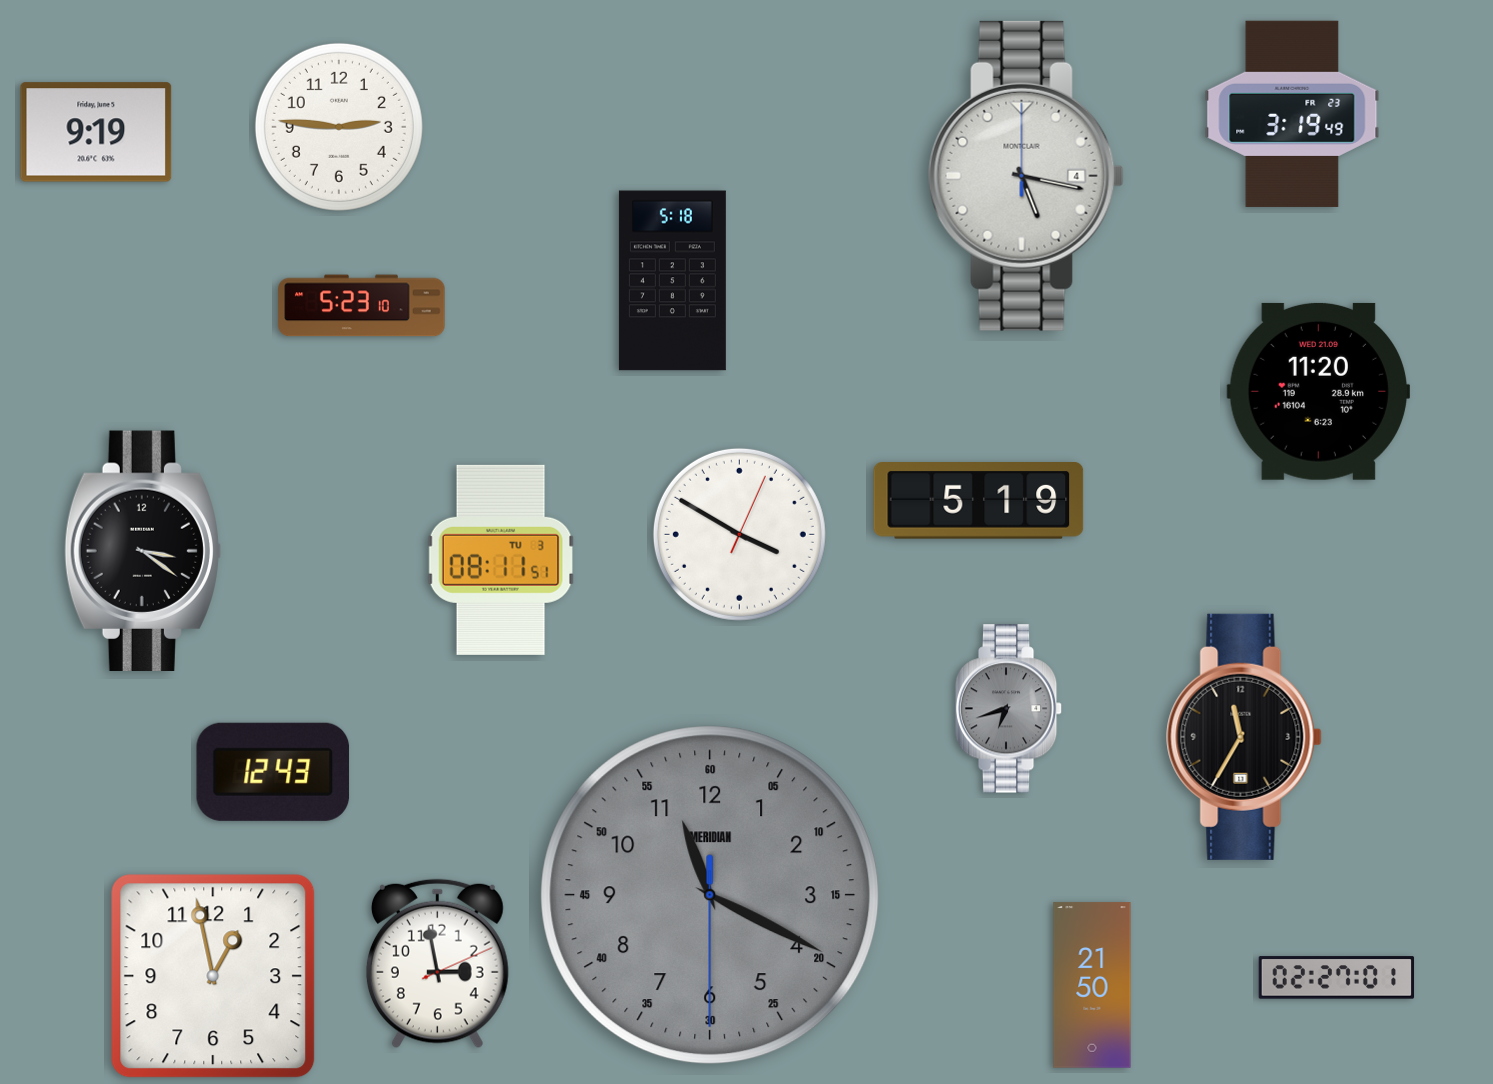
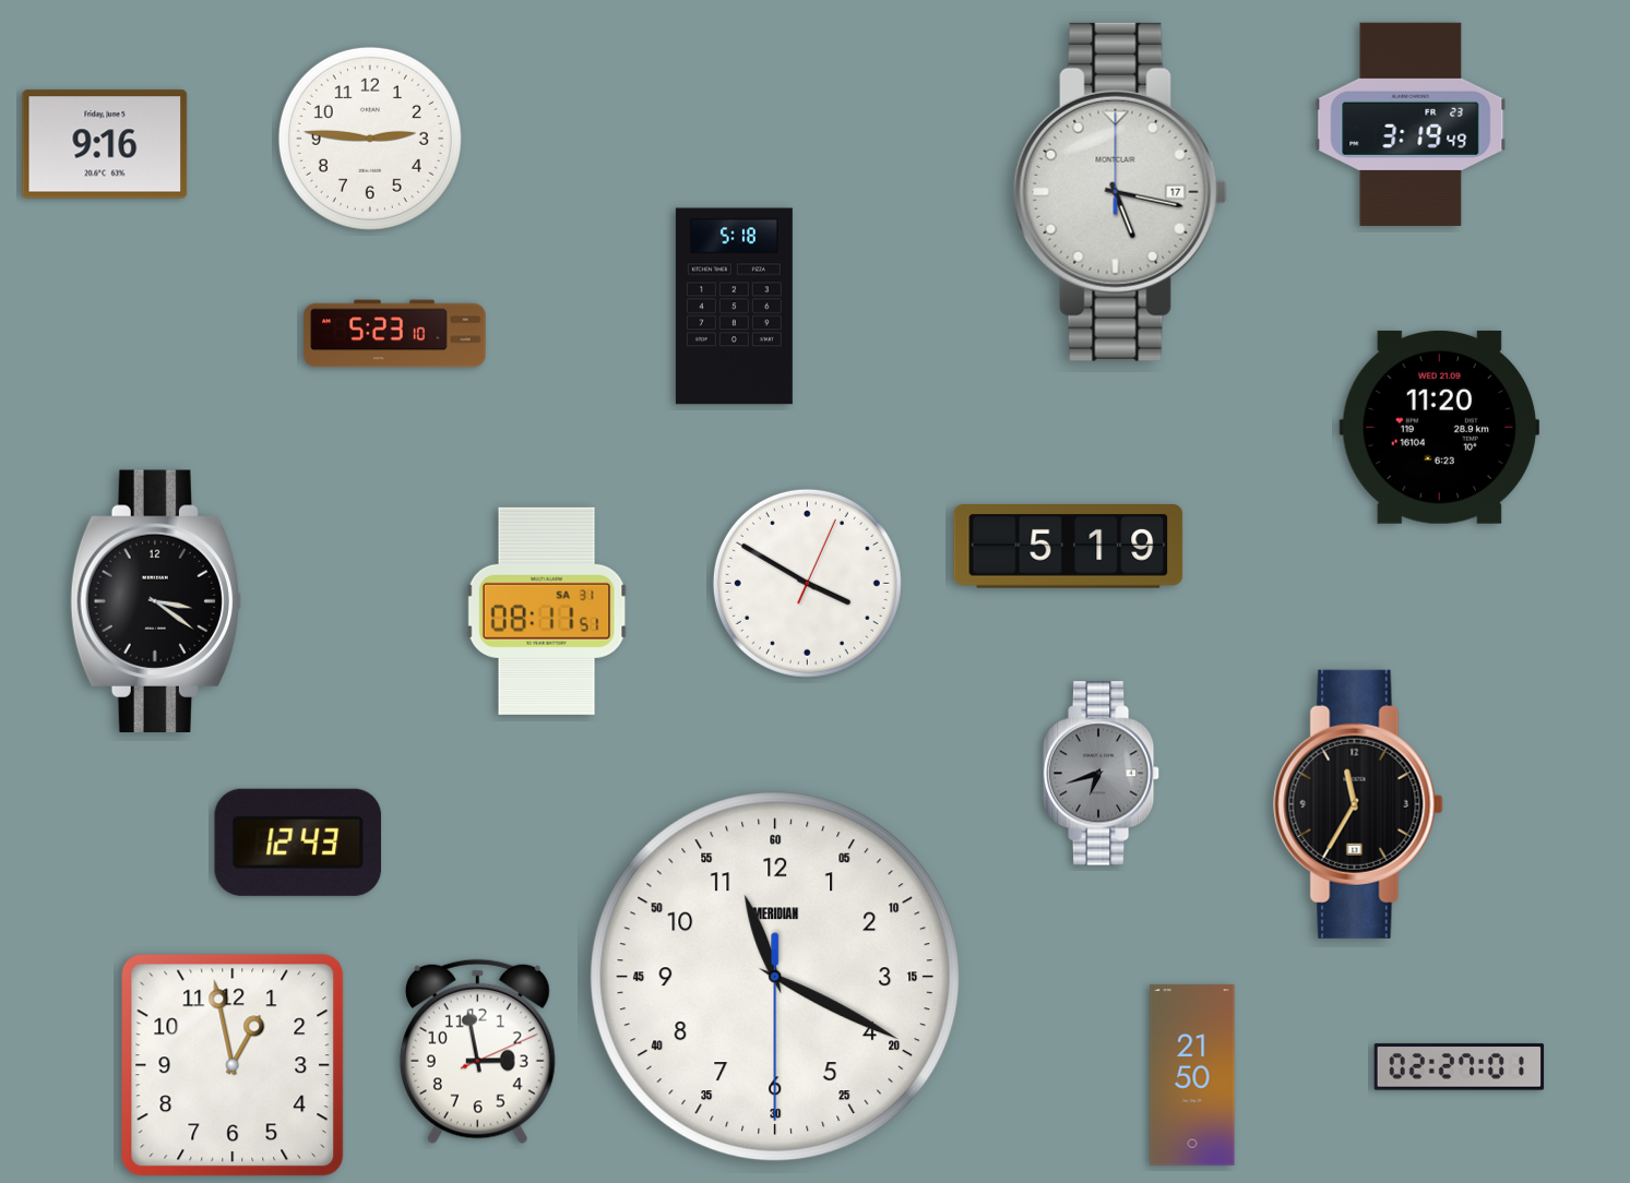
clock at (96, 132): 9:19 -> 9:16
clock at (1026, 176) date: 4 -> 17
clock at (501, 560) date: TU 3 -> SA 31
clock at (710, 895) dial: grey -> white
